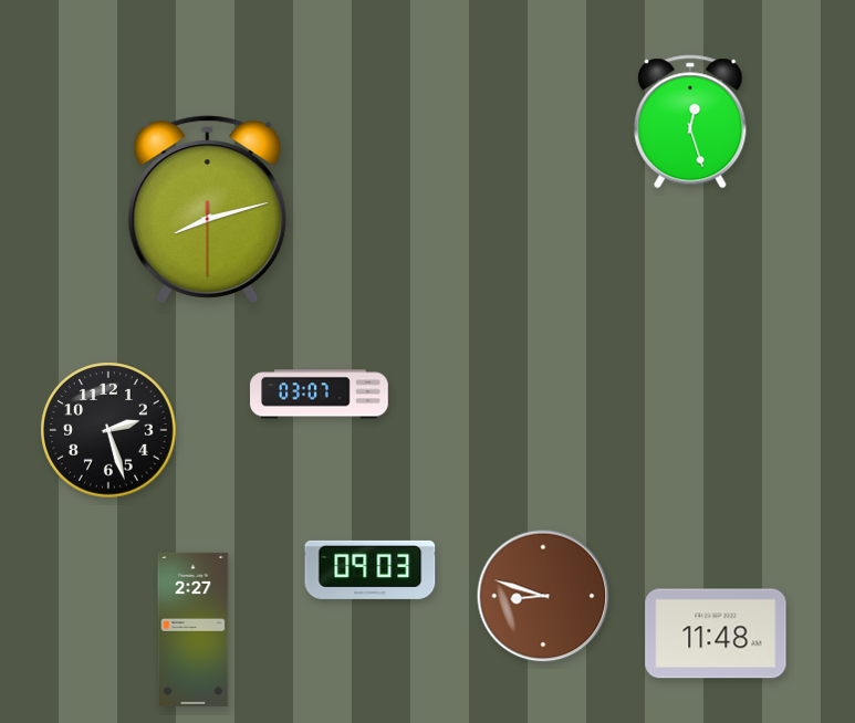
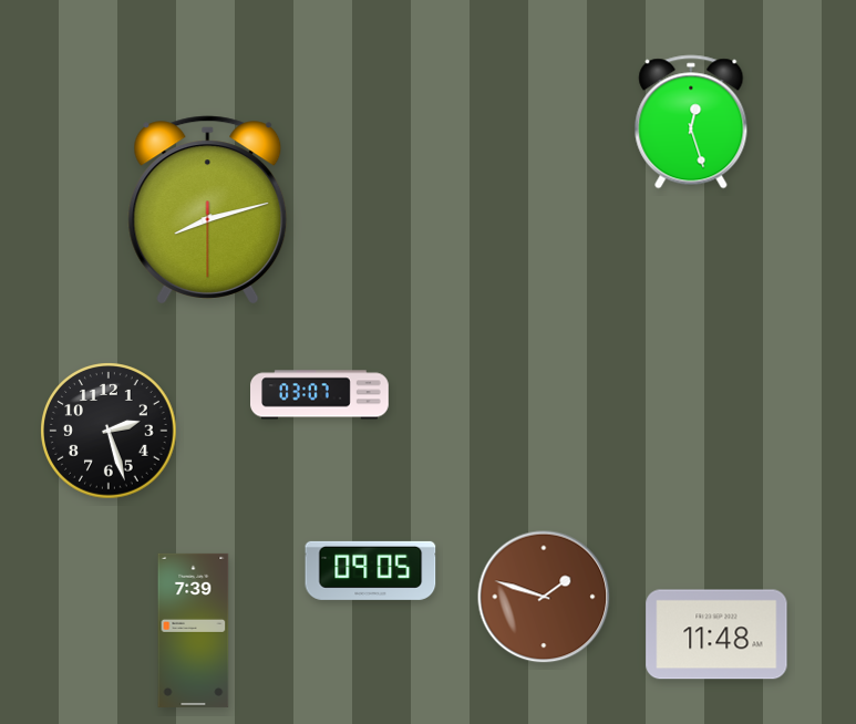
clock at (371, 569): 09:03 -> 09:05
clock at (543, 596): 8:48 -> 1:48
clock at (194, 629): 2:27 -> 7:39
